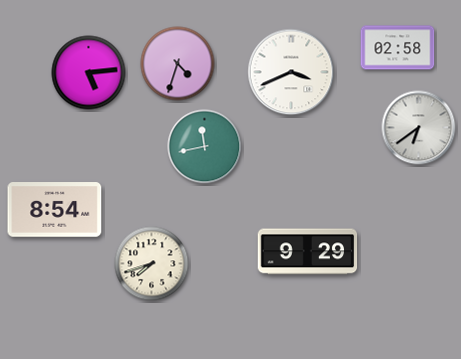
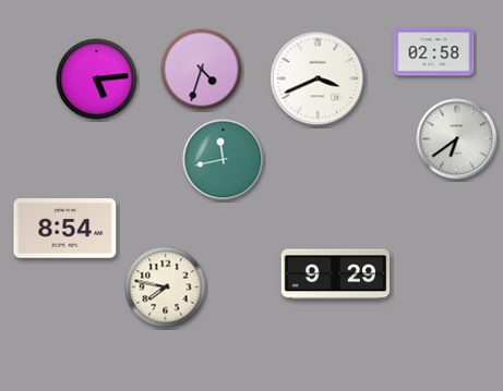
clock at (178, 64) position: (178, 64) -> (202, 70)
clock at (55, 210) position: (55, 210) -> (65, 229)
clock at (152, 264): 7:42 -> 7:47
